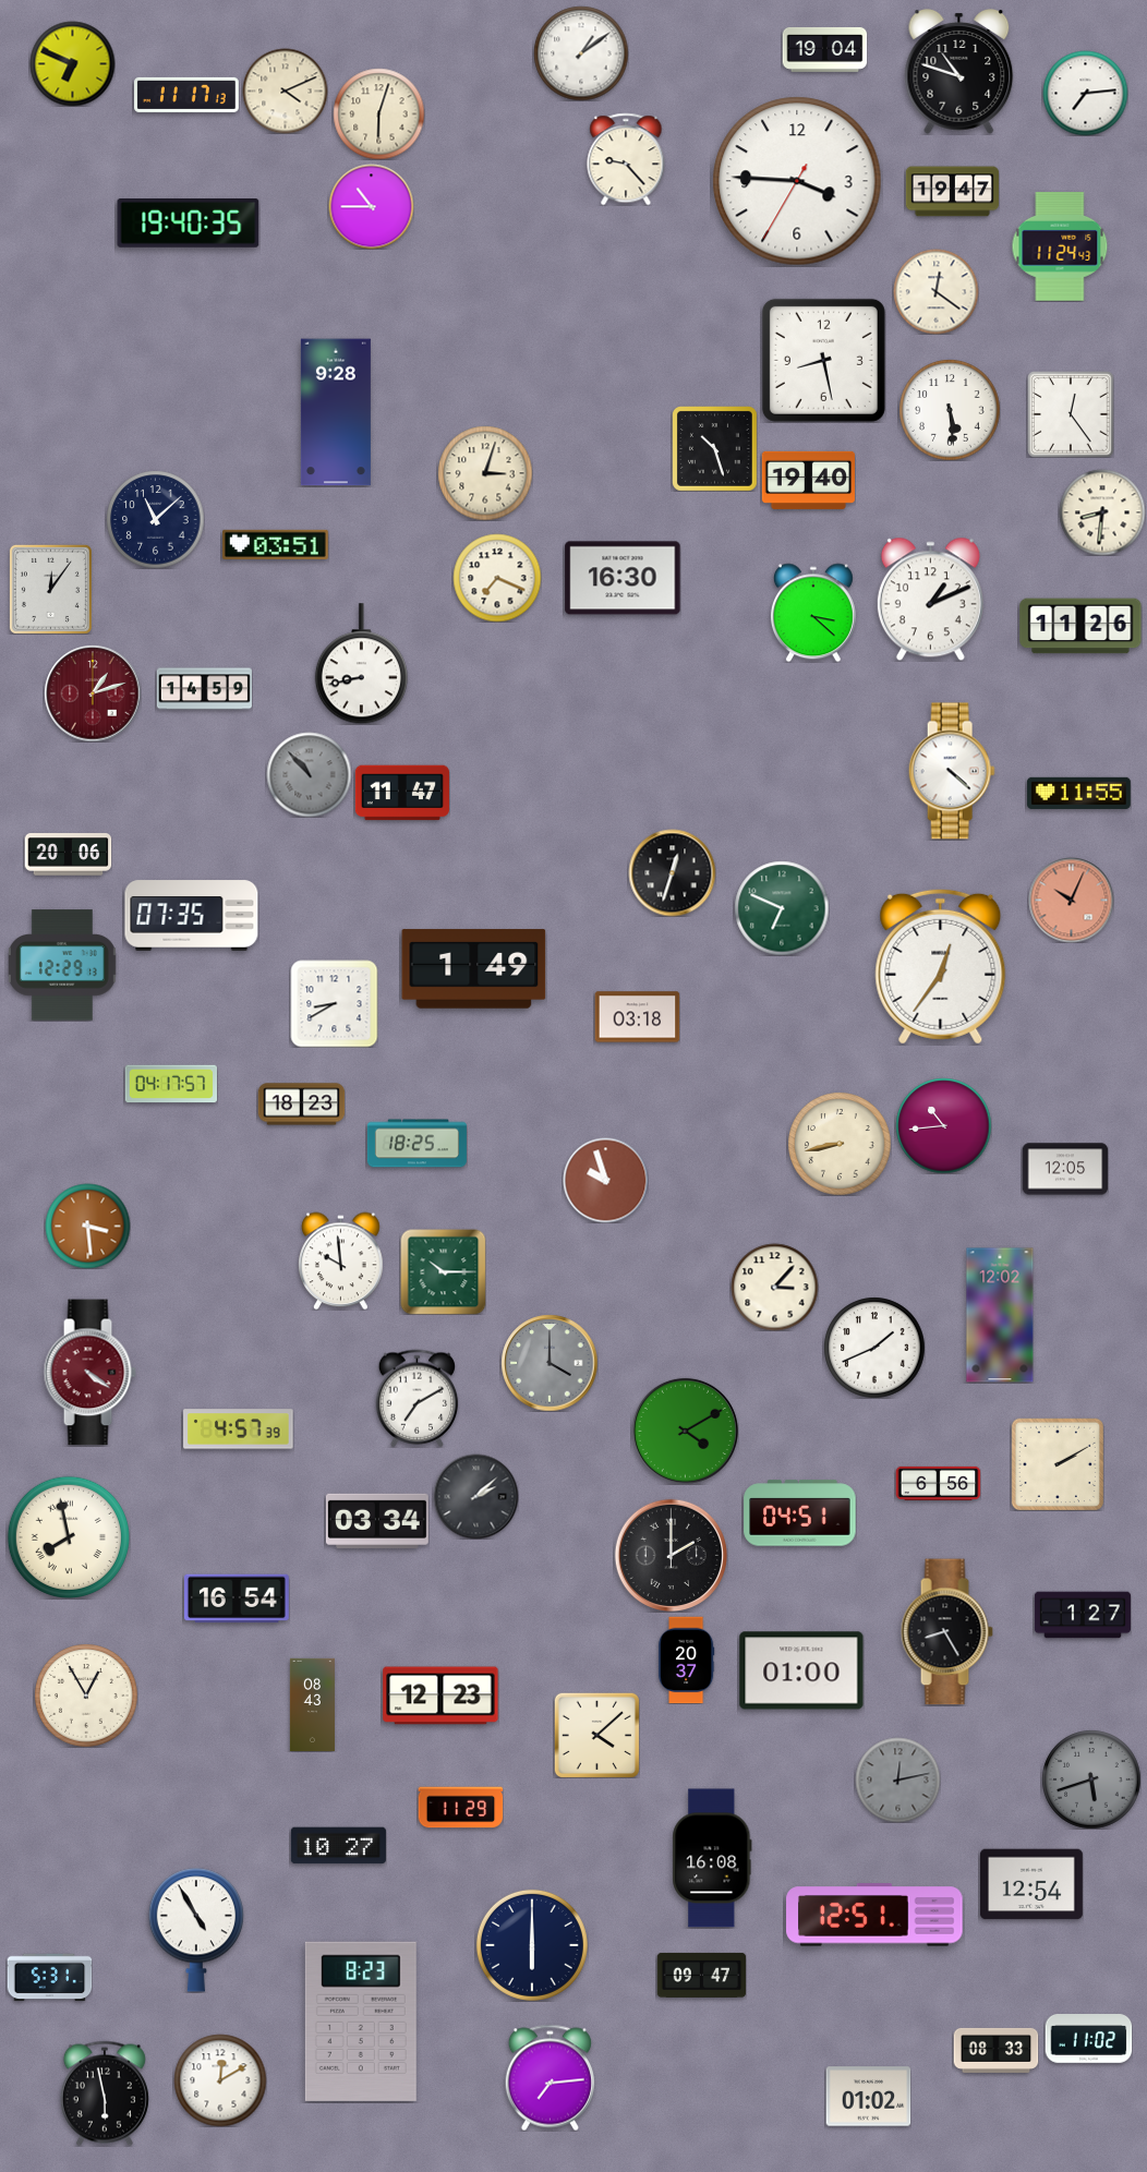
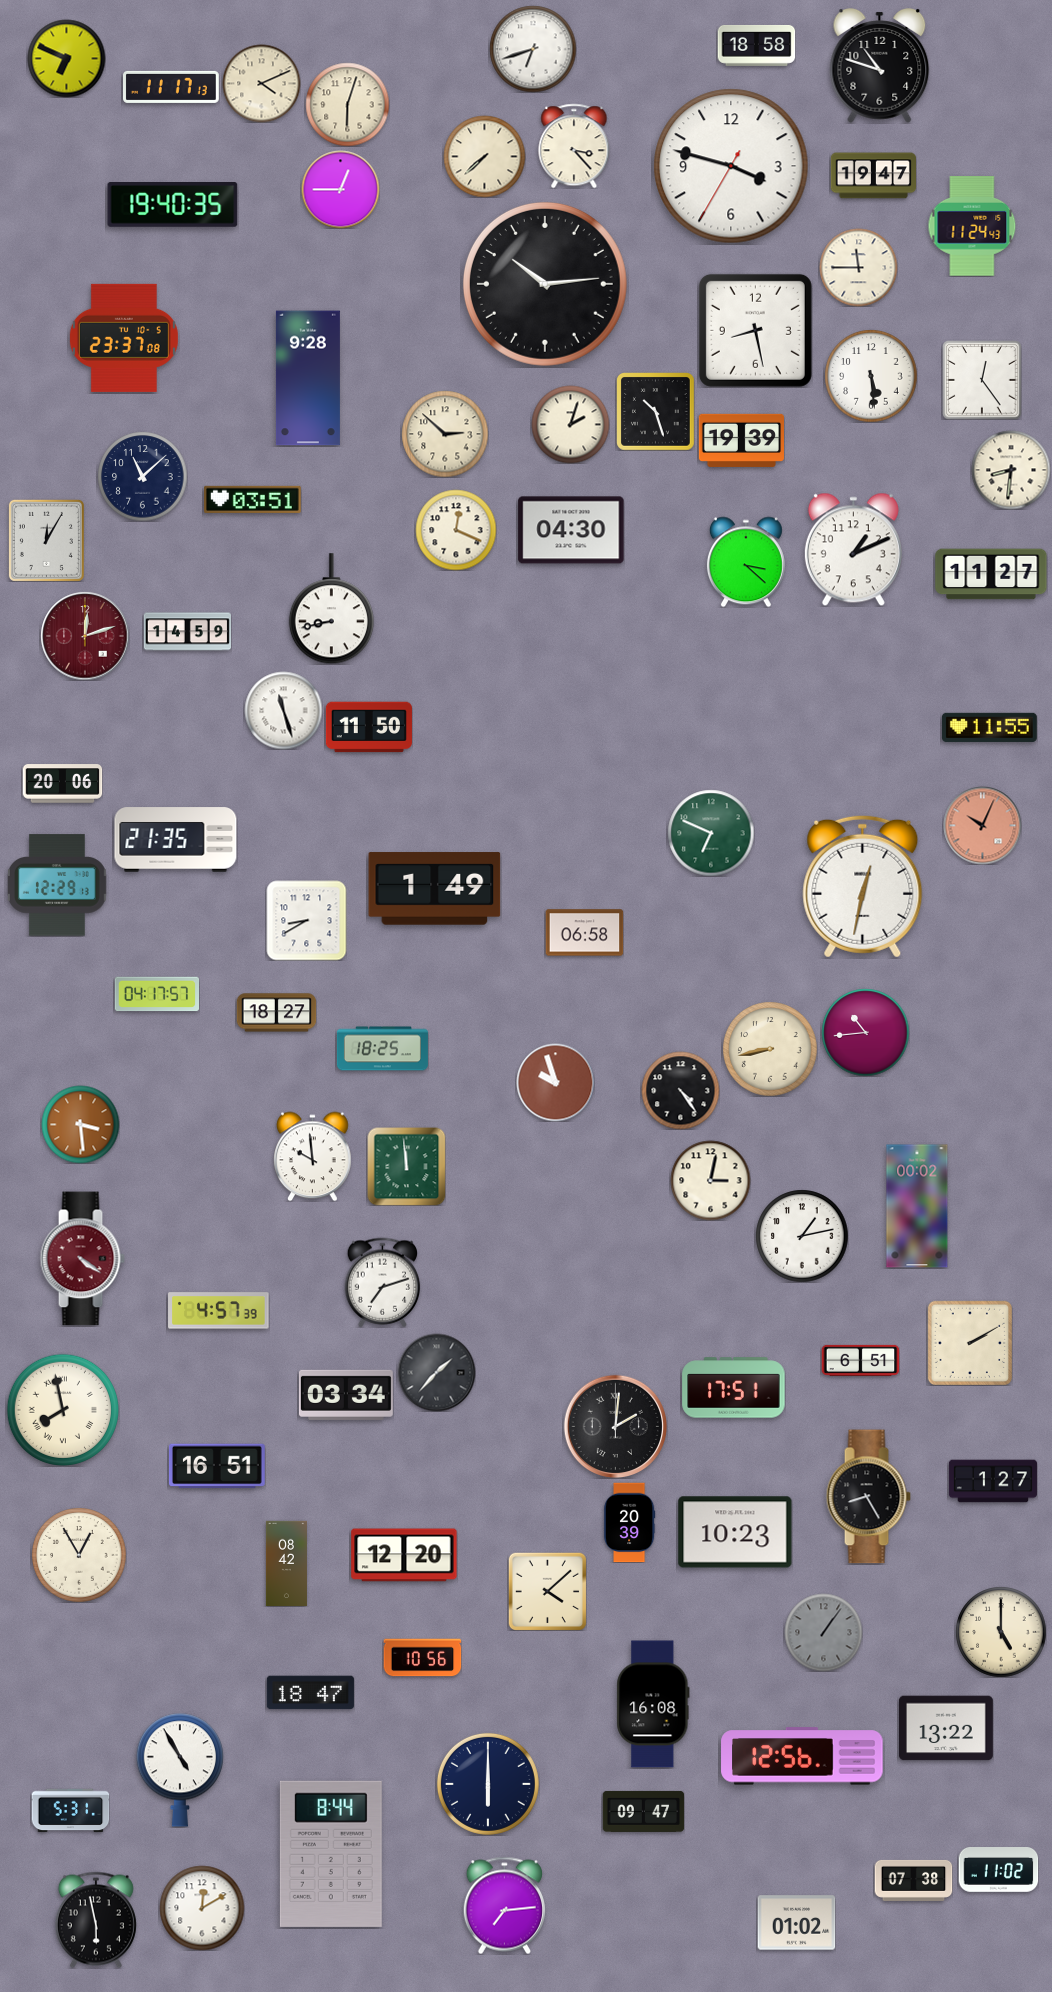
clock at (824, 49): 19:04 -> 18:58
clock at (581, 53): 1:09 -> 6:42
clock at (1085, 93): 7:14 -> none
clock at (626, 159): 9:23 -> 3:23
clock at (484, 156): none -> 7:38
clock at (797, 181): 3:45 -> 3:47
clock at (371, 206): 10:45 -> 12:45
clock at (935, 291): 12:21 -> 11:45
clock at (545, 284): none -> 10:14
clock at (124, 338): none -> 23:37
clock at (570, 424): none -> 2:03
clock at (485, 473): 3:03 -> 2:52
clock at (808, 480): 19:40 -> 19:39
clock at (497, 578): 7:19 -> 12:19
clock at (623, 578): 16:30 -> 04:30
clock at (50, 589): 12:06 -> 12:05
clock at (1080, 626): 11:26 -> 11:27
clock at (93, 693): 1:12 -> 12:12
clock at (952, 771): 4:22 -> none
clock at (309, 774): 10:53 -> 11:27
clock at (309, 774) dial: grey -> white
clock at (402, 793): 11:47 -> 11:50
clock at (672, 872): 12:33 -> none
clock at (782, 908) position: (782, 908) -> (711, 833)
clock at (192, 916): 07:35 -> 21:35
clock at (941, 966): 12:36 -> 12:32
clock at (637, 1017): 03:18 -> 06:58
clock at (301, 1105): 18:23 -> 18:27
clock at (1065, 1169): 12:05 -> none
clock at (680, 1090): none -> 4:24
clock at (443, 1271): 10:15 -> 11:59
clock at (774, 1287): 3:07 -> 3:02
clock at (1000, 1315): 12:02 -> 00:02
clock at (874, 1348): 1:41 -> 1:13
clock at (550, 1363): 4:00 -> none
clock at (418, 1398): 7:10 -> 7:12
clock at (685, 1431): 4:10 -> none
clock at (938, 1483): 6:56 -> 6:51
clock at (475, 1496): 2:08 -> 1:37
clock at (800, 1513): 04:51 -> 17:51
clock at (671, 1555): 2:00 -> 2:01
clock at (237, 1598): 16:54 -> 16:51
clock at (686, 1660): 20:37 -> 20:39
clock at (801, 1670): 01:00 -> 10:23
clock at (440, 1696): 12:23 -> 12:20
clock at (312, 1704): 08:43 -> 08:42
clock at (897, 1779): 12:13 -> 1:06
clock at (1091, 1779): 5:42 -> 5:00
clock at (1091, 1779) dial: grey -> cream
clock at (460, 1808): 11:29 -> 10:56
clock at (338, 1846): 10:27 -> 18:47
clock at (1031, 1884): 12:54 -> 13:22
clock at (874, 1915): 12:51 -> 12:56
clock at (49, 1978) position: (49, 1978) -> (70, 1811)
clock at (361, 2022): 8:23 -> 8:44
clock at (995, 2050): 08:33 -> 07:38
